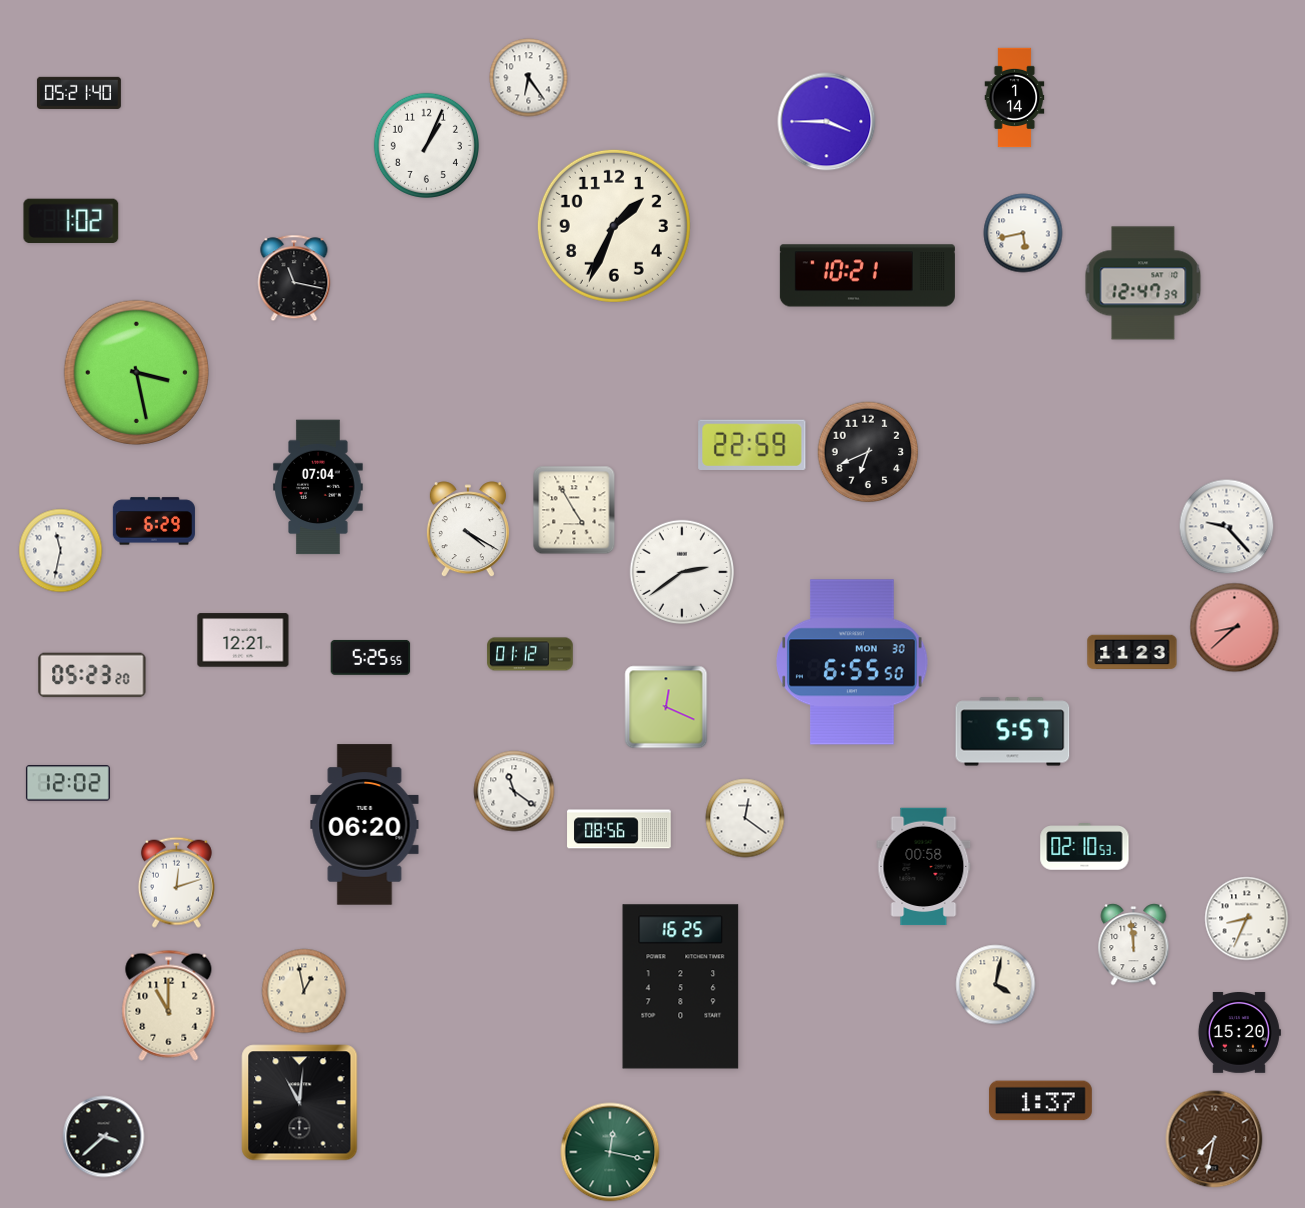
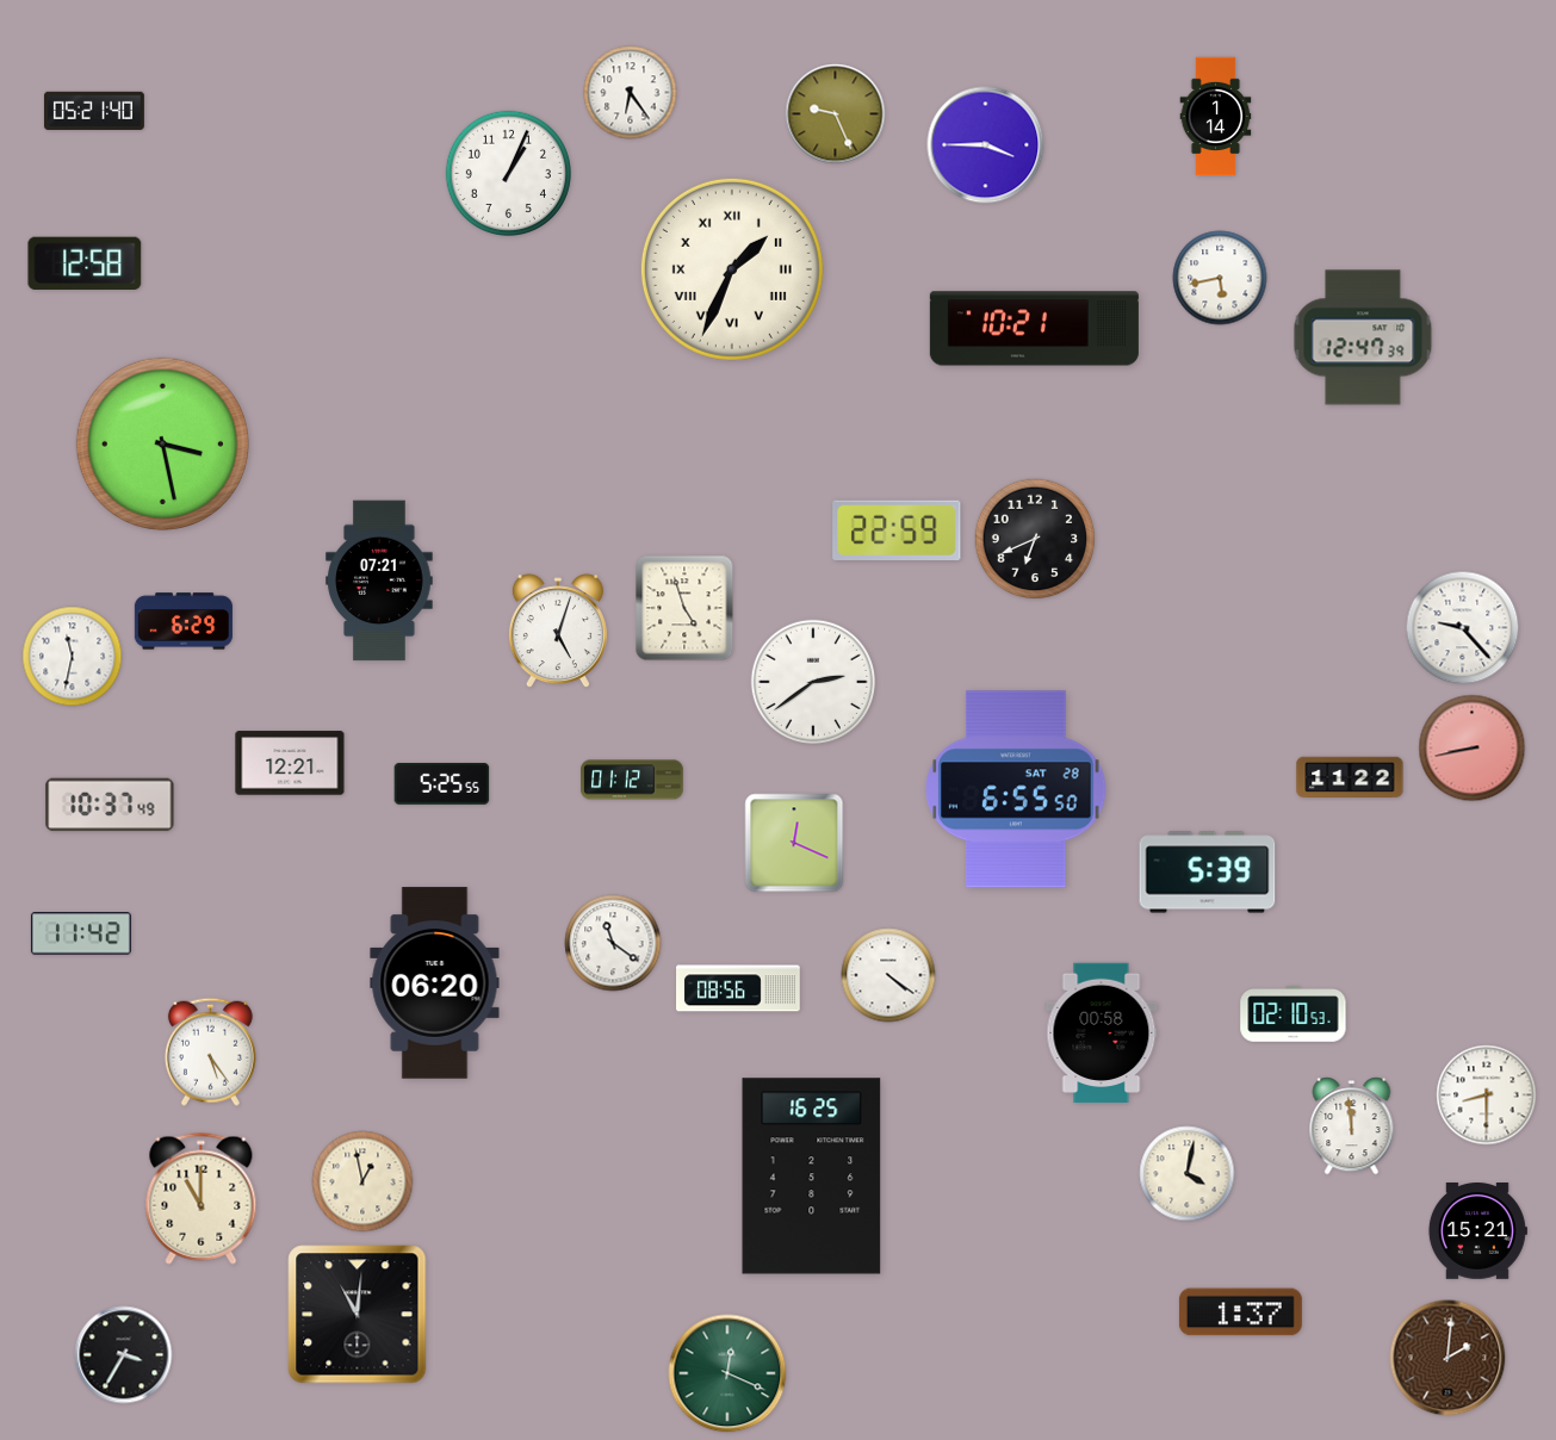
clock at (836, 114): none -> 9:26
clock at (1015, 98) position: (1015, 98) -> (1216, 117)
clock at (71, 221): 1:02 -> 12:58
clock at (614, 226) numerals: Arabic -> Roman
clock at (294, 278): 11:17 -> none
clock at (318, 487): 07:04 -> 07:21
clock at (574, 510): 4:55 -> 4:57
clock at (468, 530): 4:20 -> 5:03
clock at (1235, 628): 8:38 -> 8:43
clock at (1132, 652): 11:23 -> 11:22
clock at (852, 662) date: MON 30 -> SAT 28
clock at (92, 675): 05:23 -> 10:37
clock at (1013, 732): 5:57 -> 5:39
clock at (68, 783): 12:02 -> 11:42
clock at (745, 818): 12:21 -> 4:21
clock at (1085, 847) position: (1085, 847) -> (1294, 1014)
clock at (176, 882): 12:12 -> 5:24
clock at (1247, 919): 8:34 -> 8:30
clock at (1239, 1033): 15:20 -> 15:21
clock at (104, 1137): 3:38 -> 3:35
clock at (1214, 1139): 7:32 -> 2:01
clock at (610, 1152): 12:17 -> 12:19
